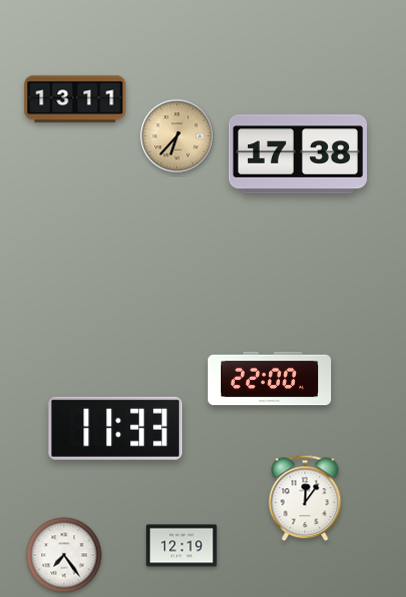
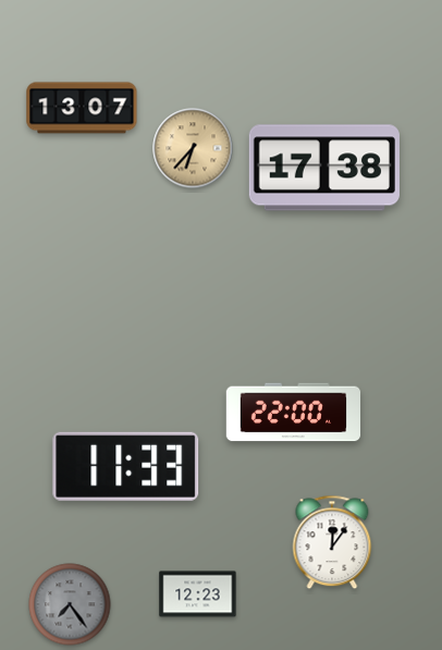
clock at (75, 99): 13:11 -> 13:07
clock at (182, 546): 12:19 -> 12:23
clock at (64, 555) dial: white -> grey
